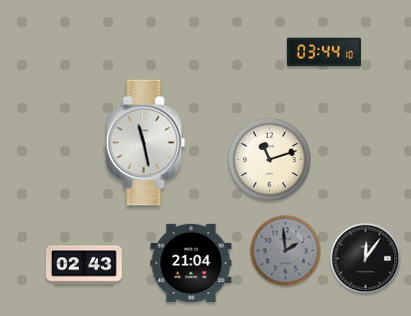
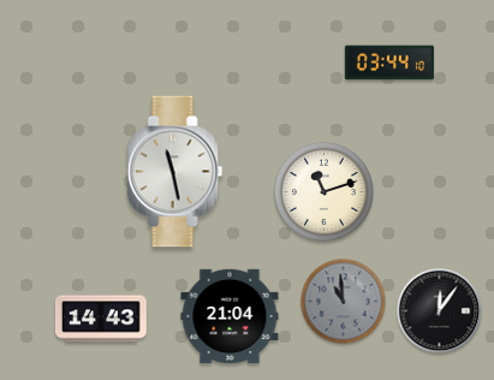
clock at (286, 251): 1:59 -> 10:59
clock at (84, 265): 02:43 -> 14:43
